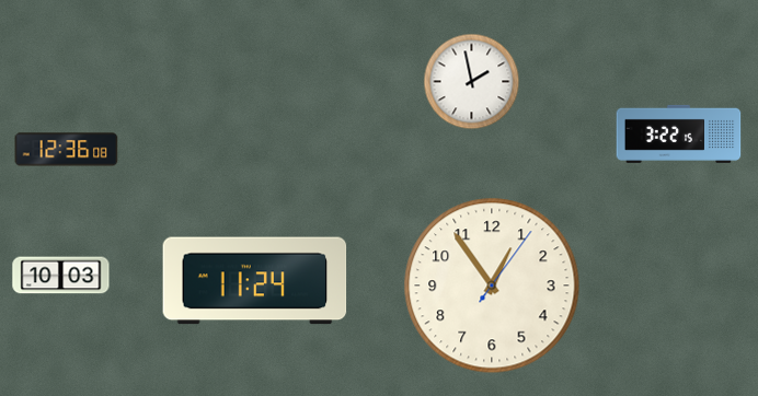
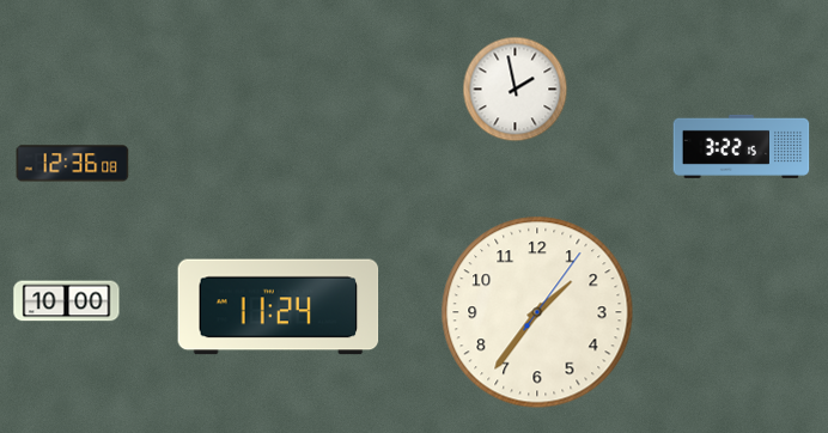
clock at (61, 276): 10:03 -> 10:00
clock at (492, 286): 12:54 -> 1:36
